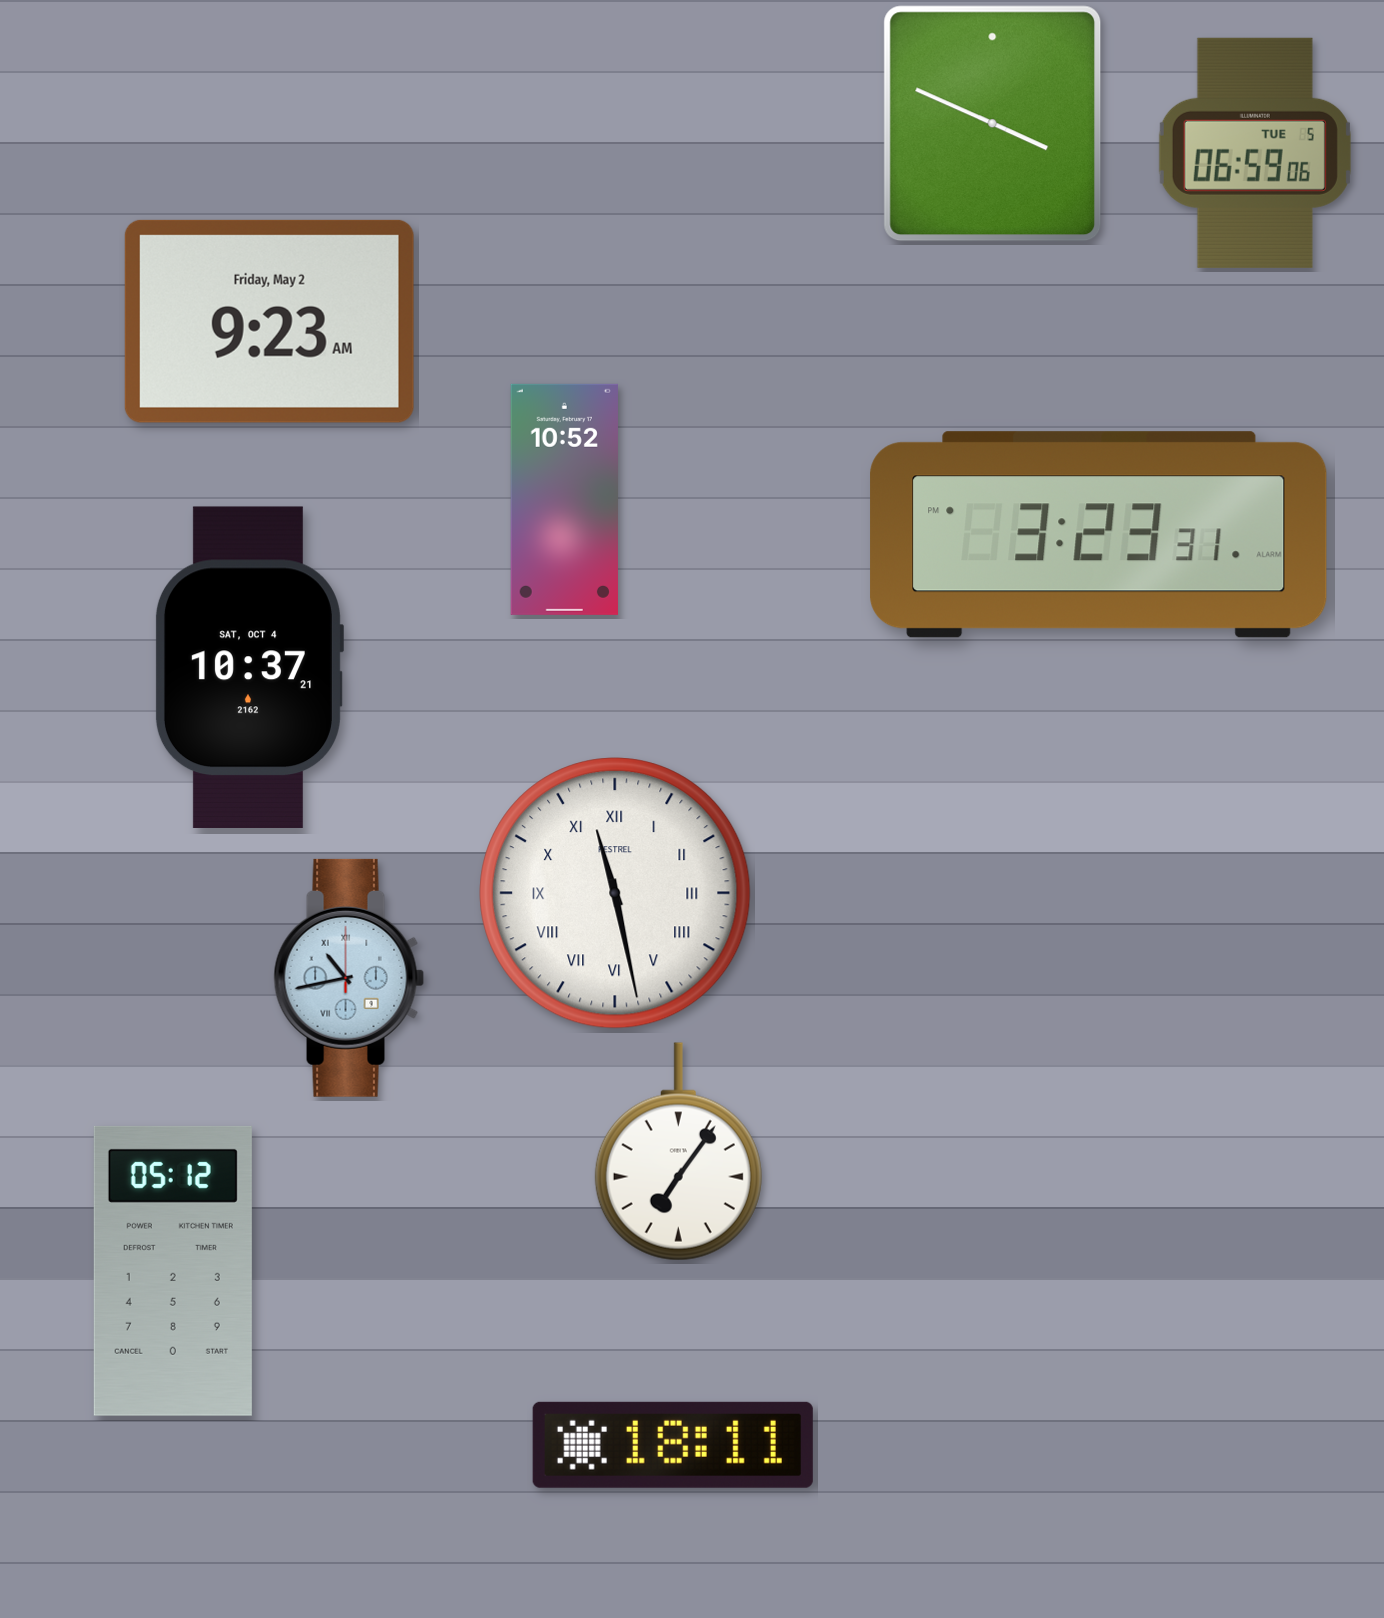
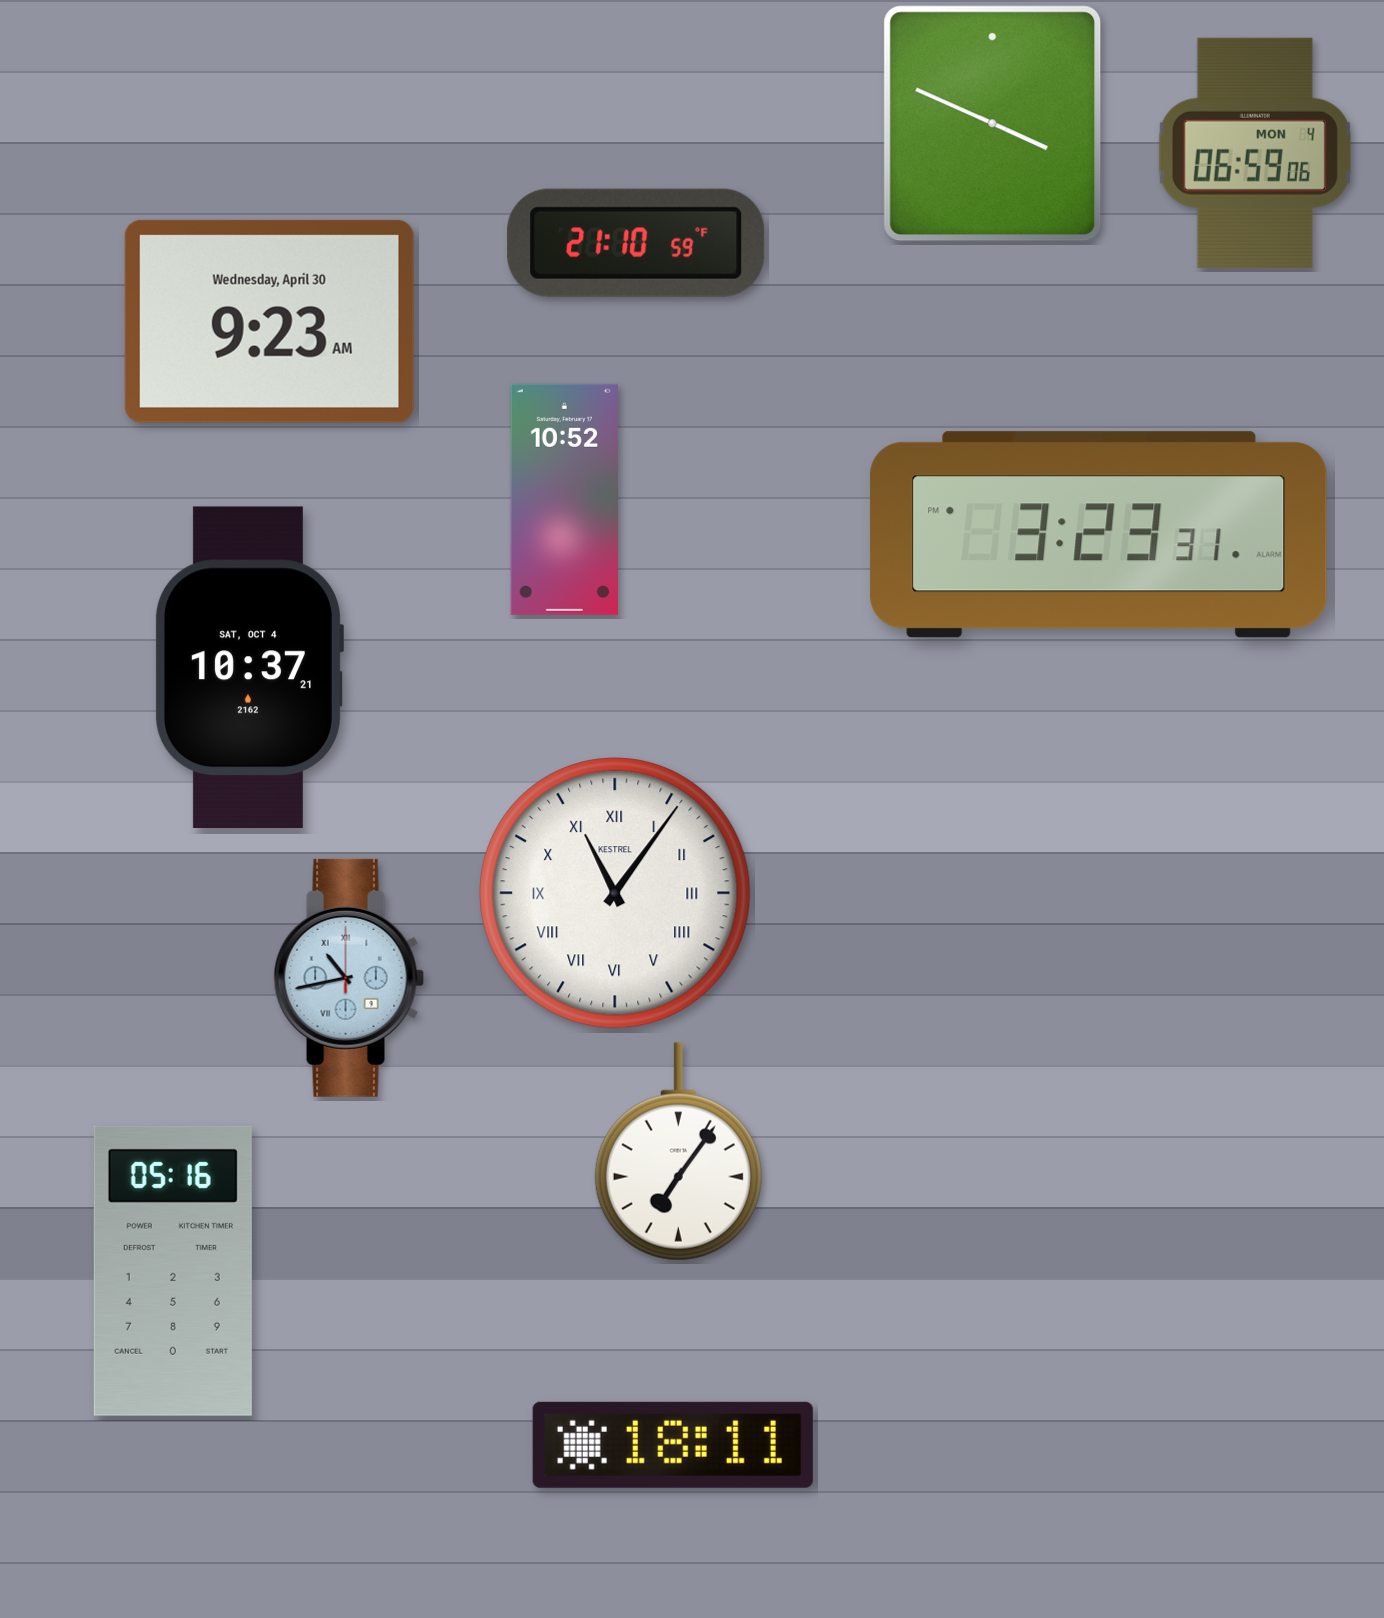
clock at (1255, 153) date: TUE 5 -> MON 4
clock at (636, 243): none -> 21:10
clock at (269, 321) date: Friday, May 2 -> Wednesday, April 30
clock at (615, 893): 11:28 -> 11:06
clock at (173, 1271): 05:12 -> 05:16
